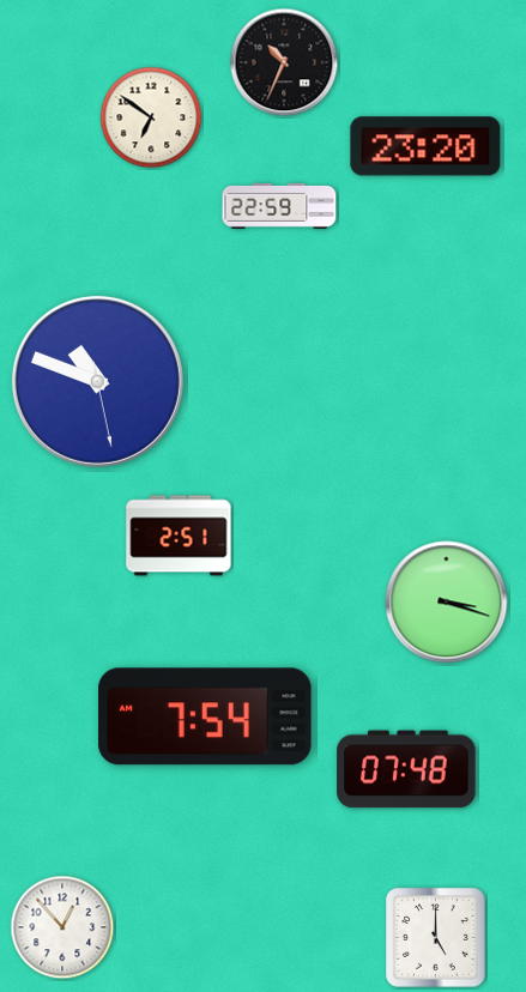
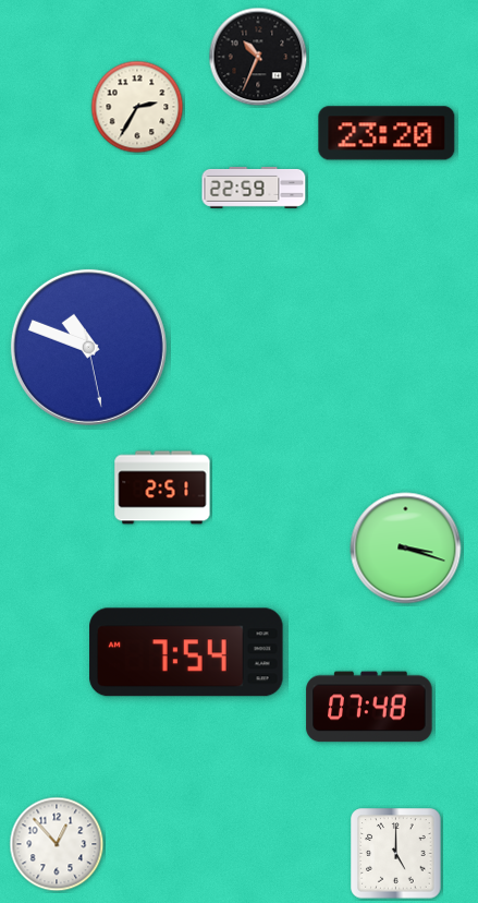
clock at (151, 117): 6:51 -> 2:35
clock at (406, 769) position: (406, 769) -> (369, 707)
